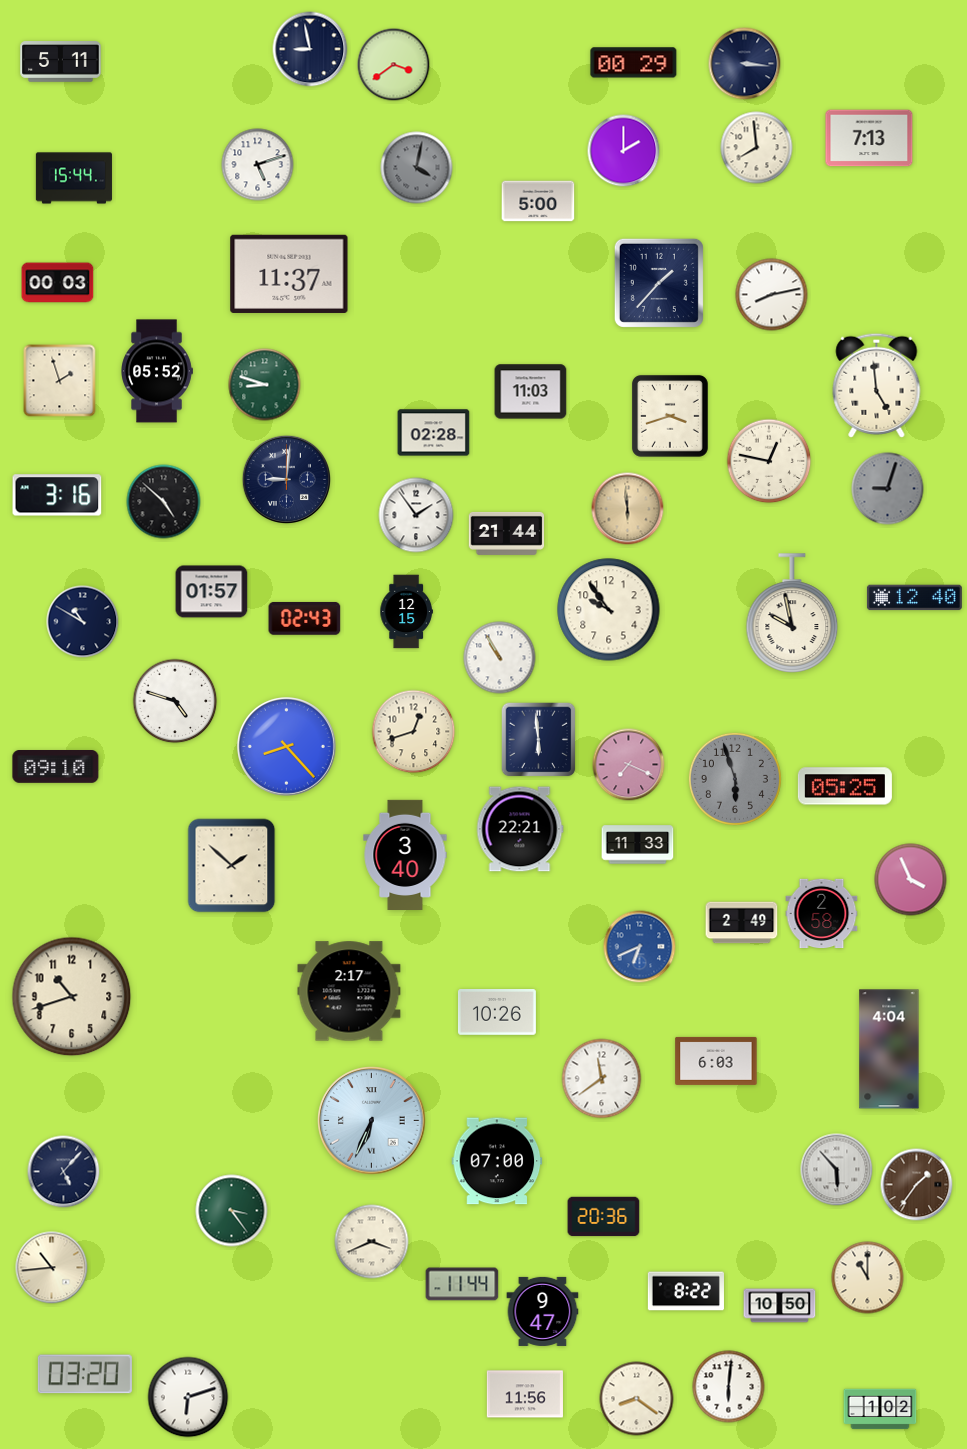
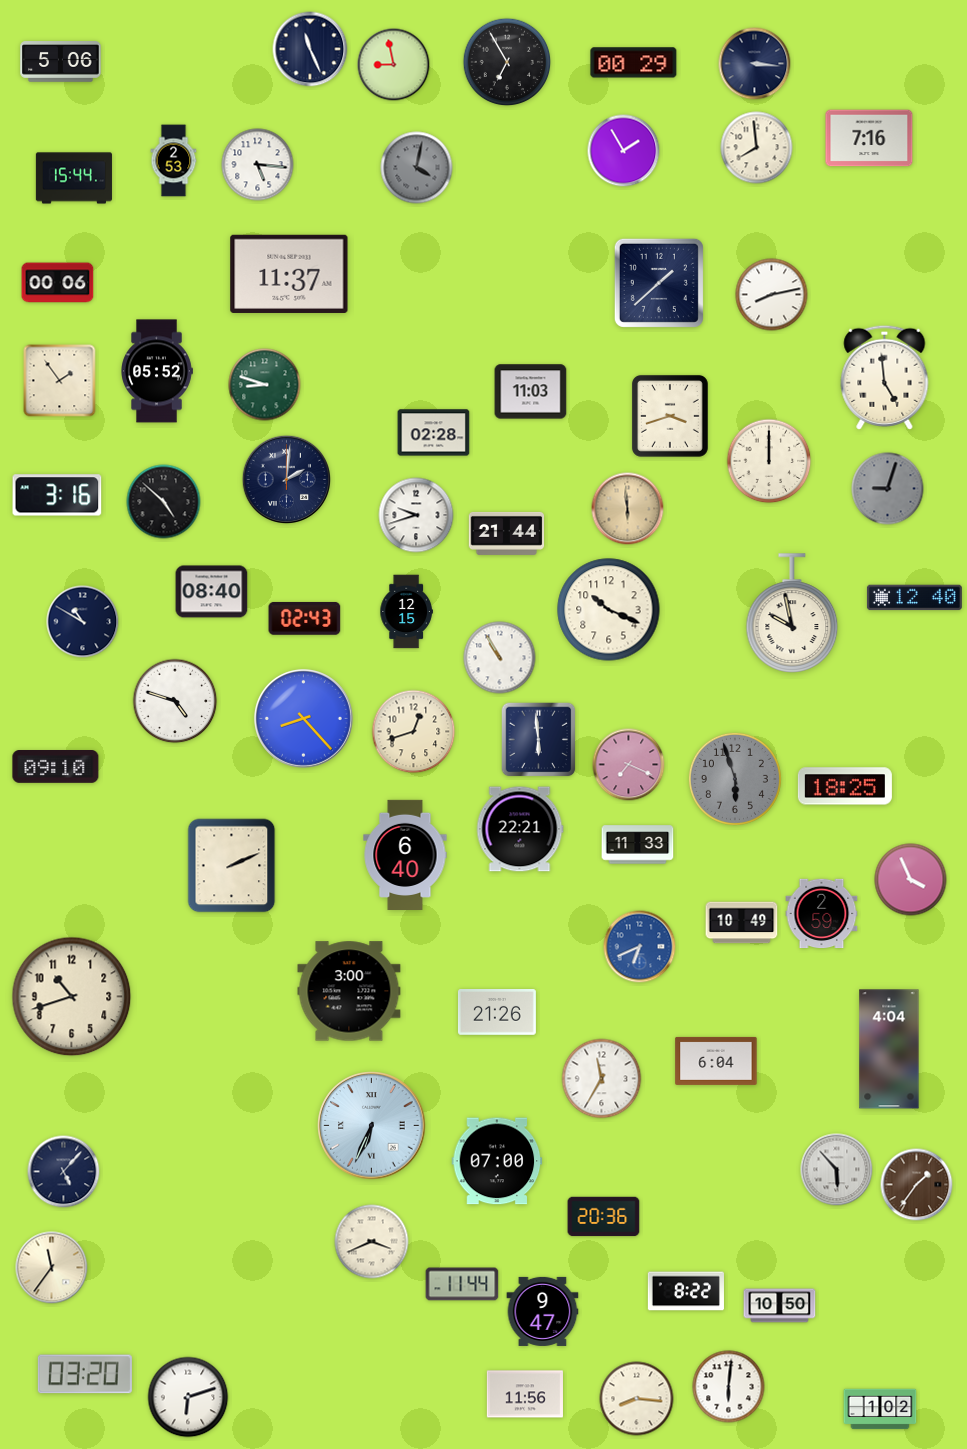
clock at (310, 49): 8:58 -> 11:26
clock at (61, 62): 5:11 -> 5:06
clock at (507, 62): none -> 6:55
clock at (745, 64) position: (745, 64) -> (755, 64)
clock at (394, 65): 3:39 -> 8:58
clock at (869, 138): 7:13 -> 7:16
clock at (624, 151): 2:00 -> 1:55
clock at (174, 161): none -> 2:53
clock at (258, 165): 5:12 -> 5:16
clock at (538, 201): 5:00 -> none
clock at (58, 283): 00:03 -> 00:06
clock at (659, 283): 1:37 -> 1:38
clock at (60, 381): 1:57 -> 1:54
clock at (877, 385) position: (877, 385) -> (885, 377)
clock at (769, 461): 12:47 -> 12:00
clock at (286, 479): 9:01 -> 2:01
clock at (416, 515): 1:54 -> 9:42
clock at (212, 592): 01:57 -> 08:40
clock at (609, 610): 9:54 -> 10:19
clock at (286, 746) position: (286, 746) -> (303, 718)
clock at (845, 786): 05:25 -> 18:25
clock at (405, 854): 3:40 -> 6:40
clock at (232, 866): 1:52 -> 2:11
clock at (822, 914): 2:58 -> 2:59
clock at (742, 923): 2:49 -> 10:49
clock at (349, 991): 2:17 -> 3:00
clock at (497, 1013): 10:26 -> 21:26
clock at (716, 1061): 6:03 -> 6:04
clock at (602, 1079): 11:39 -> 11:35
clock at (372, 1121) position: (372, 1121) -> (372, 1126)
clock at (232, 1211): 3:24 -> none
clock at (52, 1268): 10:44 -> 11:36
clock at (868, 1278): 11:00 -> none
clock at (637, 1399): 8:21 -> 8:16
